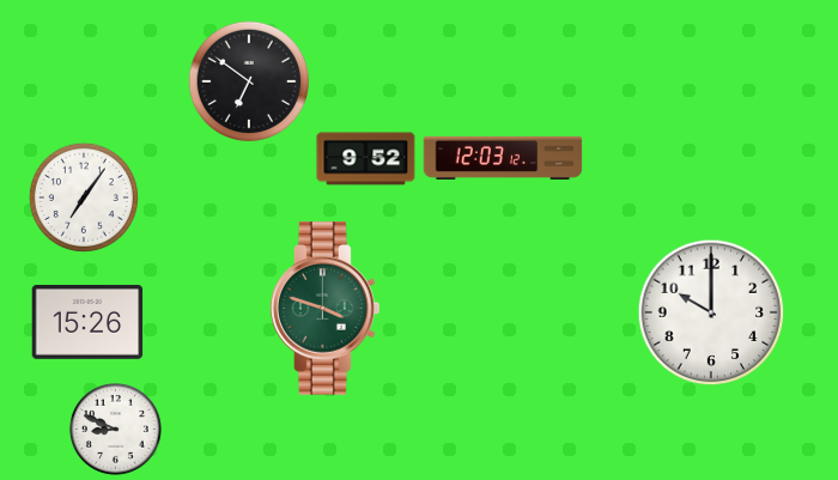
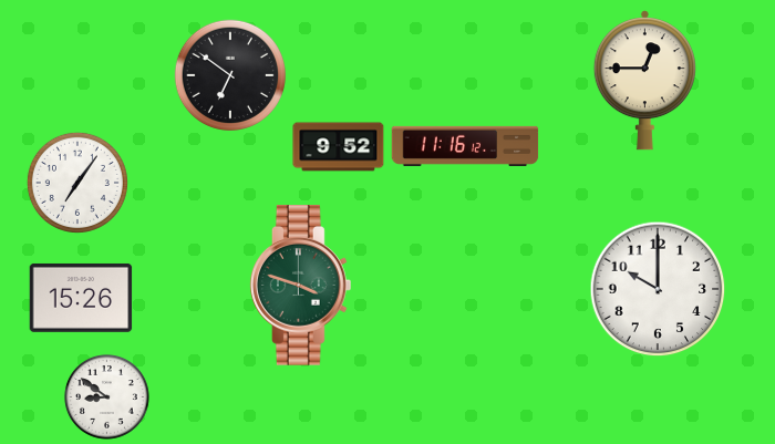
clock at (644, 81): none -> 12:45
clock at (503, 158): 12:03 -> 11:16
clock at (115, 429): 8:49 -> 8:51
